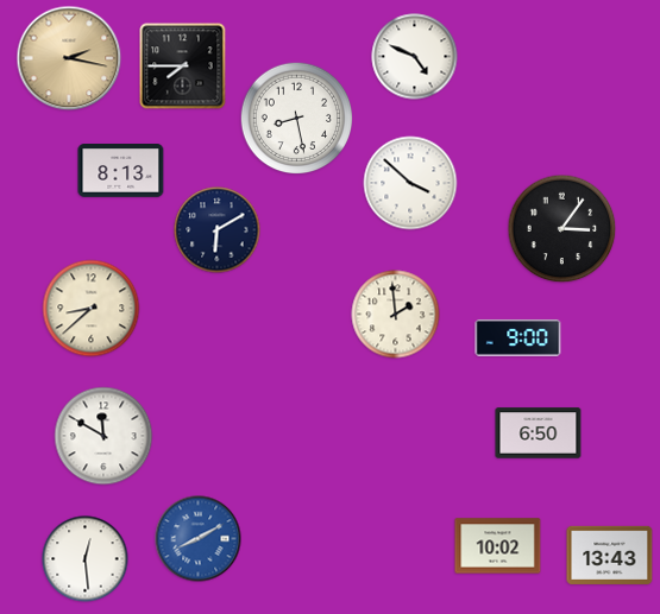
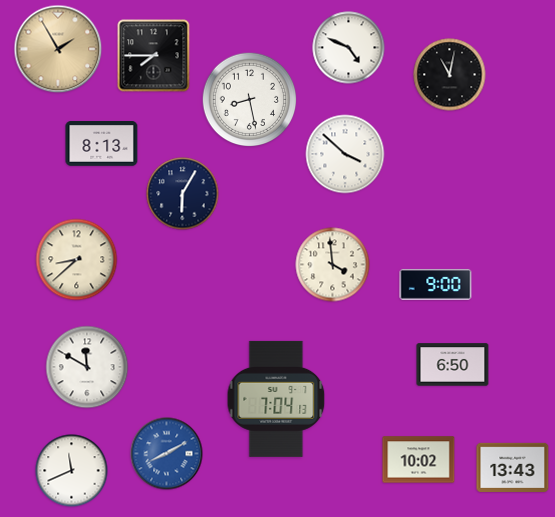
clock at (69, 58): 2:17 -> 1:55
clock at (450, 75): none -> 11:02
clock at (562, 229): 3:06 -> none
clock at (218, 230): 6:10 -> 6:05
clock at (396, 315): 1:59 -> 3:59
clock at (276, 399): none -> 7:04
clock at (86, 559): 12:29 -> 11:41
